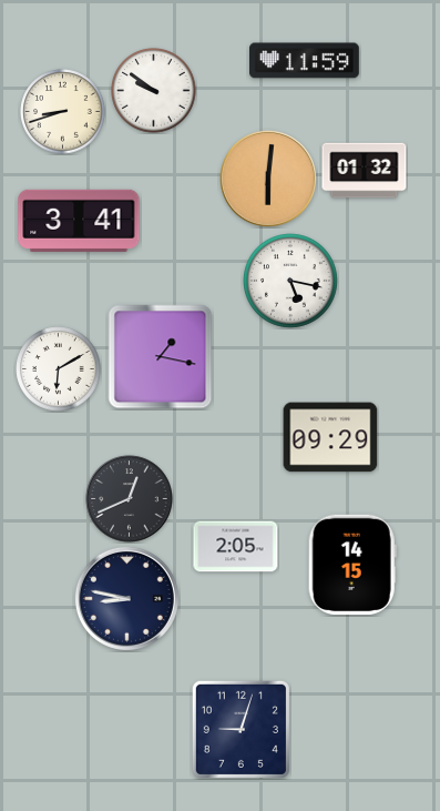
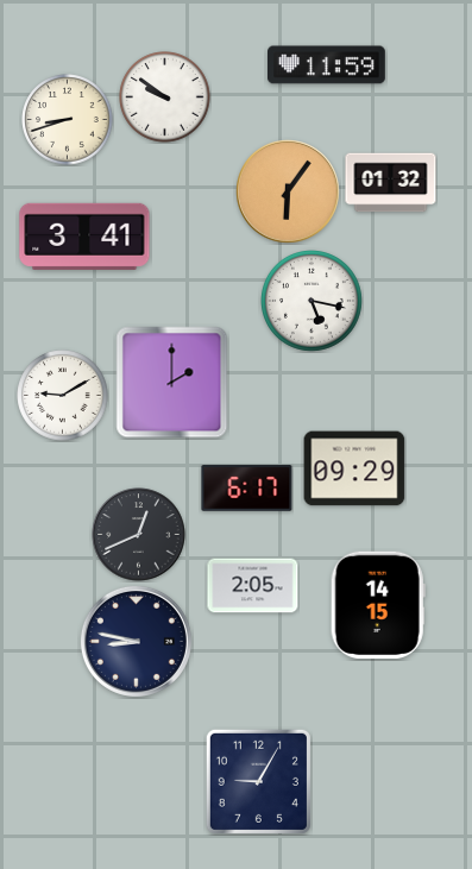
clock at (269, 180): 6:01 -> 6:06
clock at (161, 357): 1:17 -> 2:00
clock at (59, 369): 6:10 -> 9:10
clock at (247, 489): none -> 6:17
clock at (241, 729): 9:03 -> 9:05
